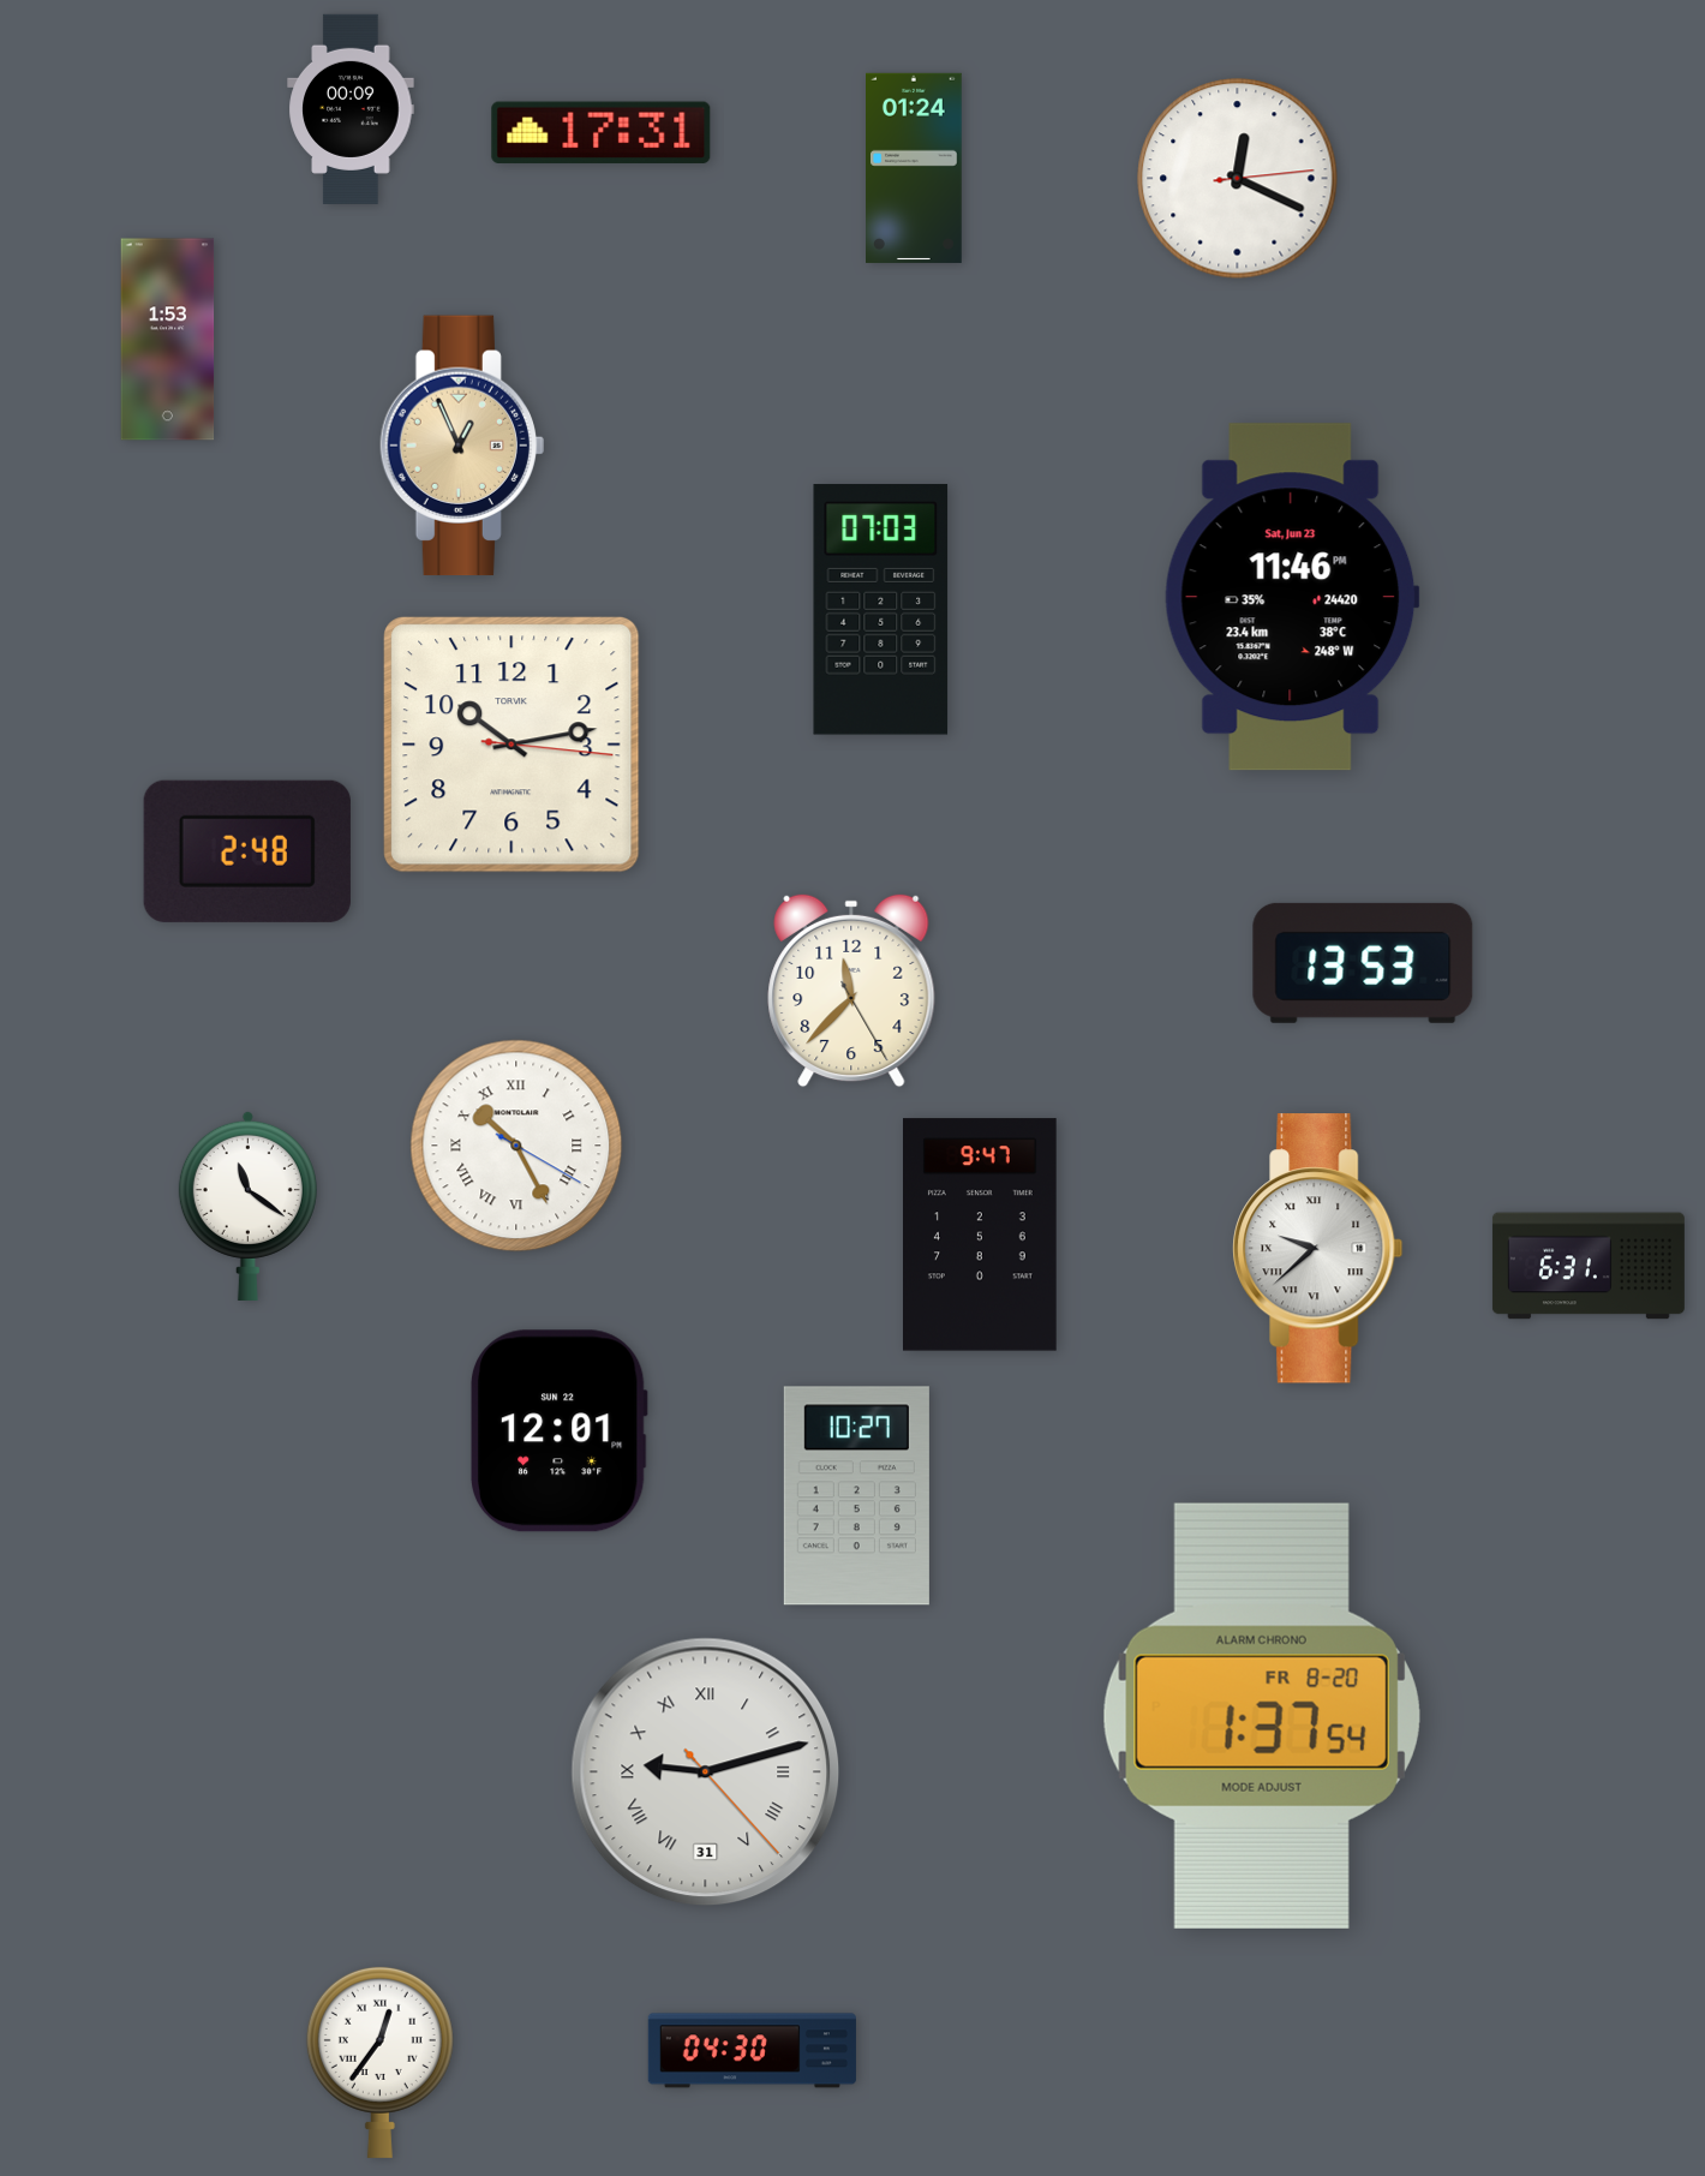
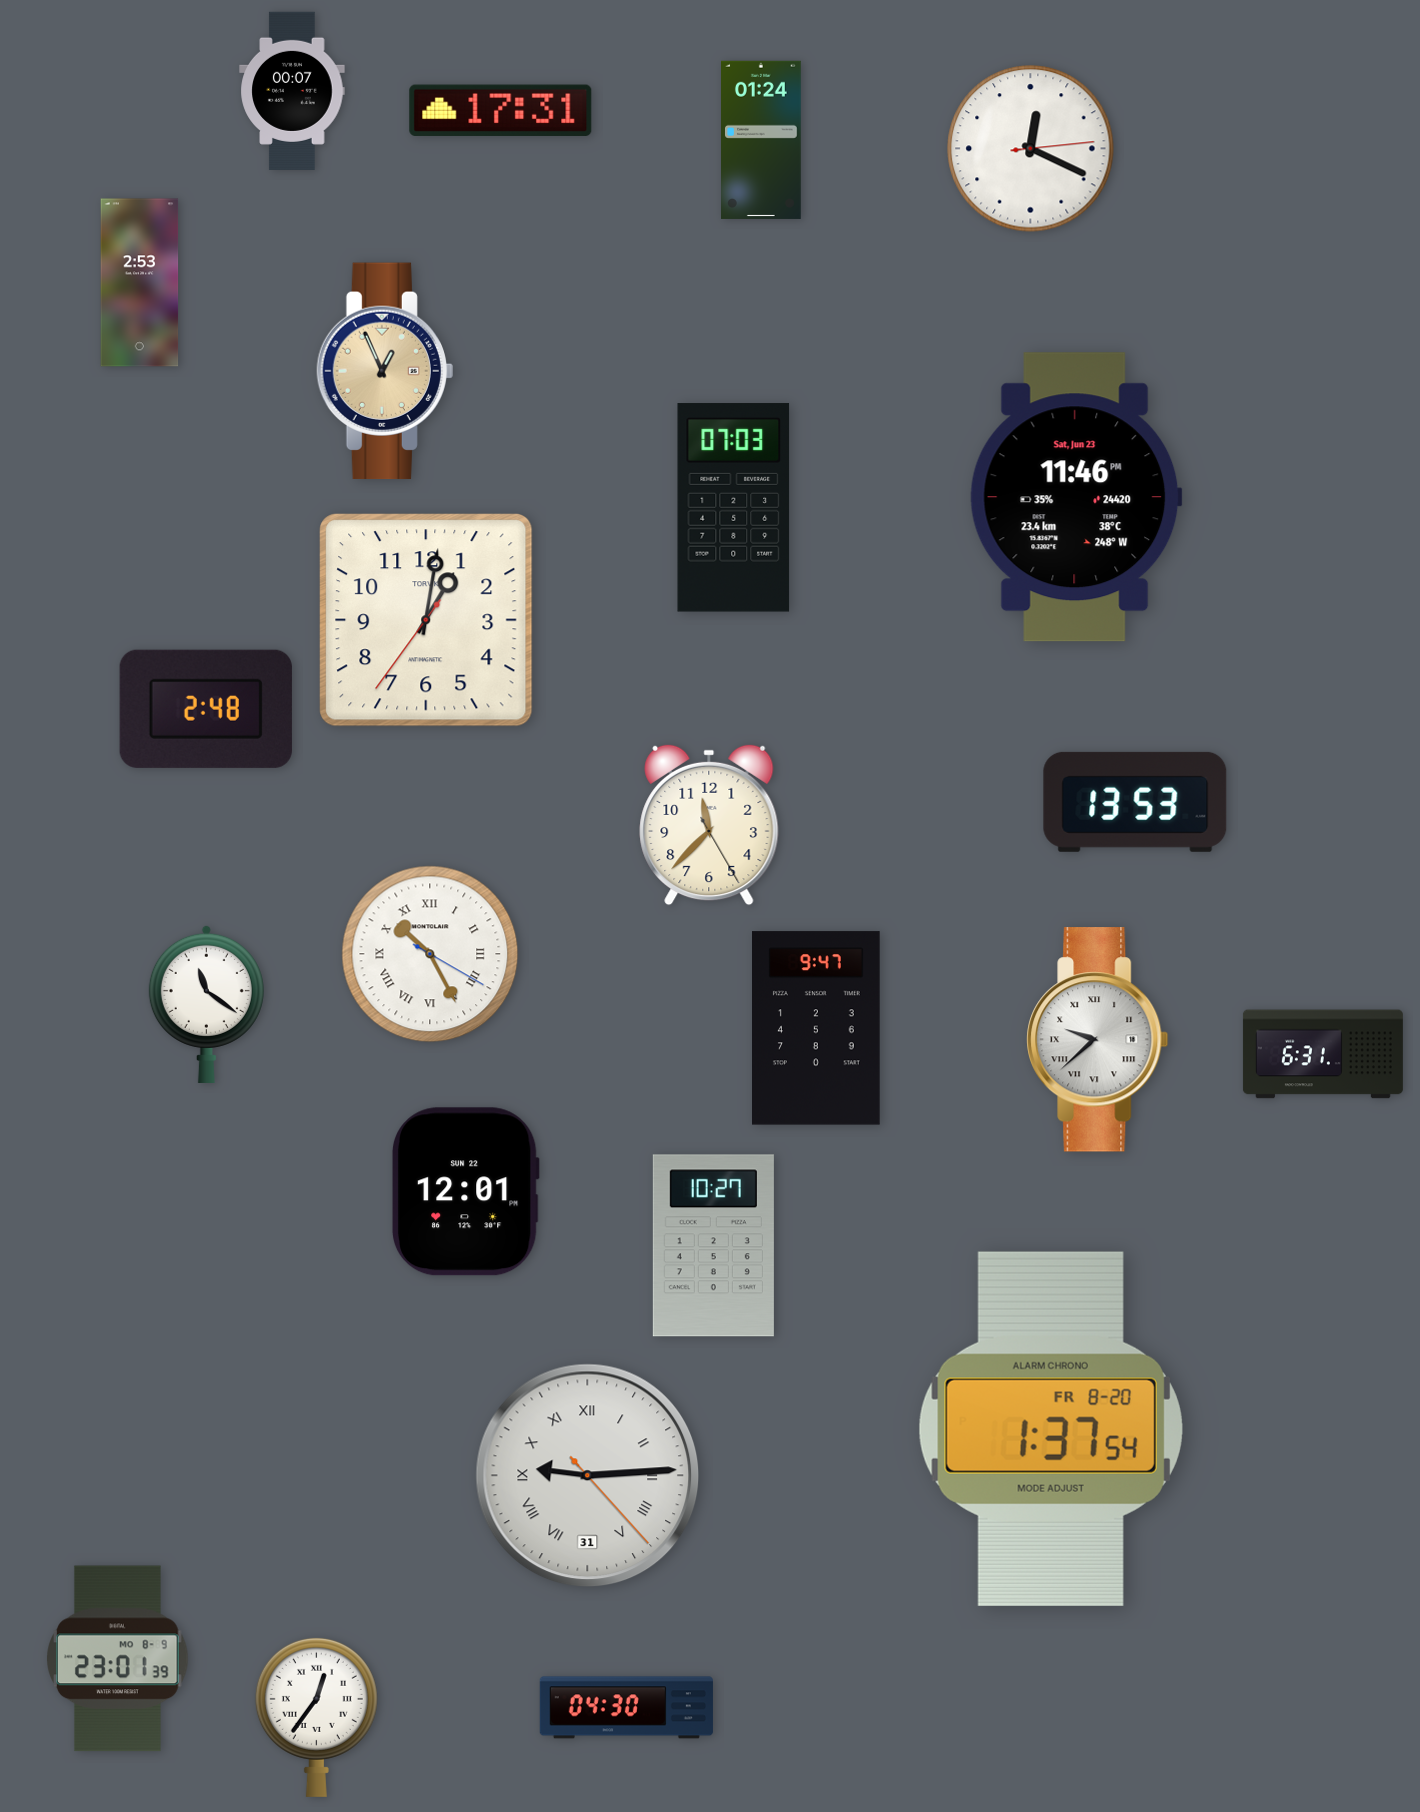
clock at (351, 109): 00:09 -> 00:07
clock at (168, 340): 1:53 -> 2:53
clock at (511, 745): 10:13 -> 1:01
clock at (706, 1773): 9:12 -> 9:14
clock at (118, 1659): none -> 23:01
